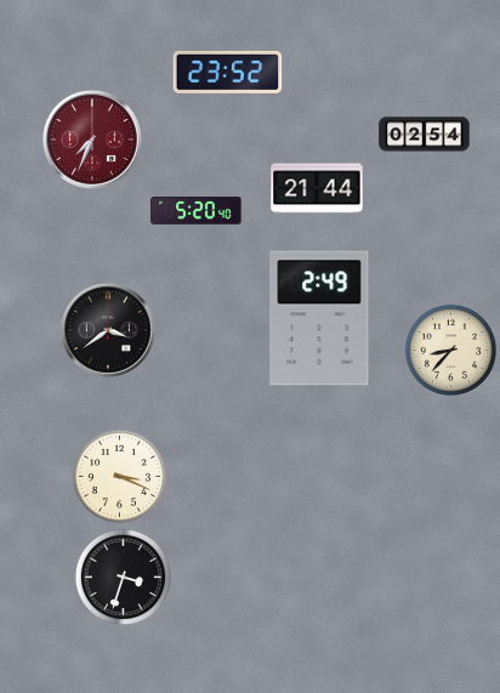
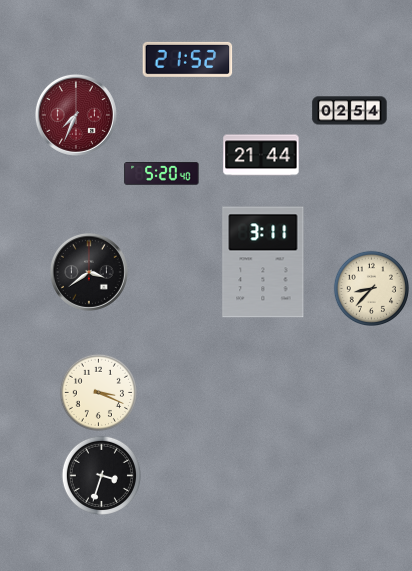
clock at (228, 72): 23:52 -> 21:52
clock at (319, 318): 2:49 -> 3:11
